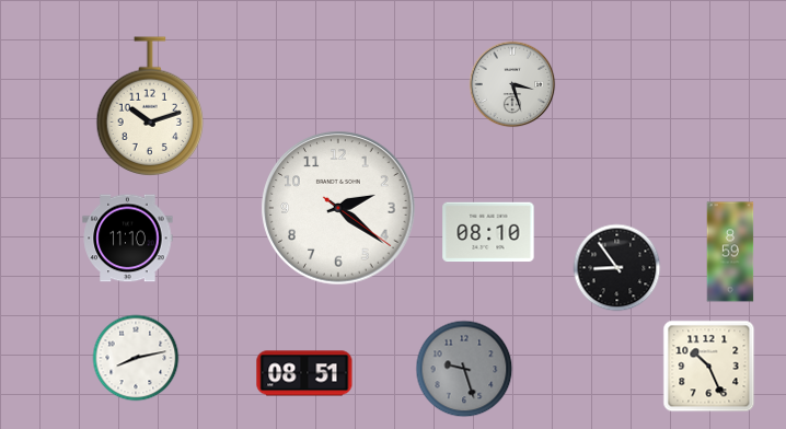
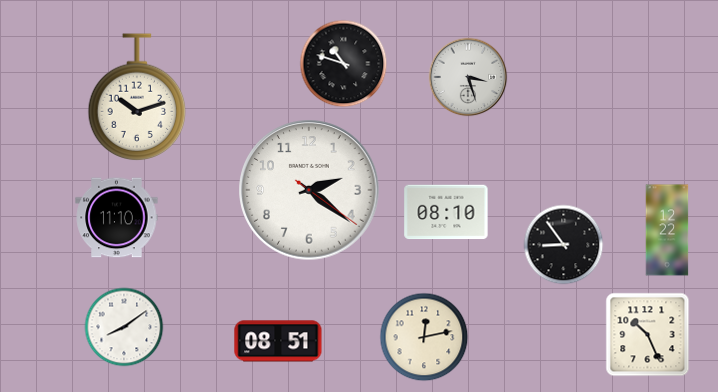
clock at (344, 64): none -> 10:48
clock at (730, 252): 8:59 -> 12:22
clock at (136, 358): 8:13 -> 8:09
clock at (464, 369): 9:27 -> 12:13
clock at (464, 369) dial: grey -> cream
